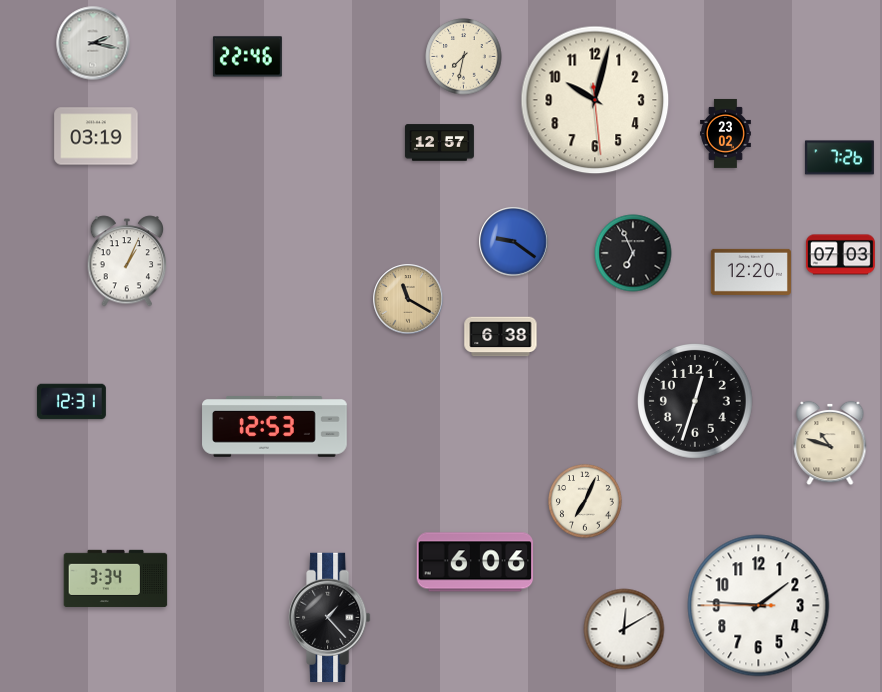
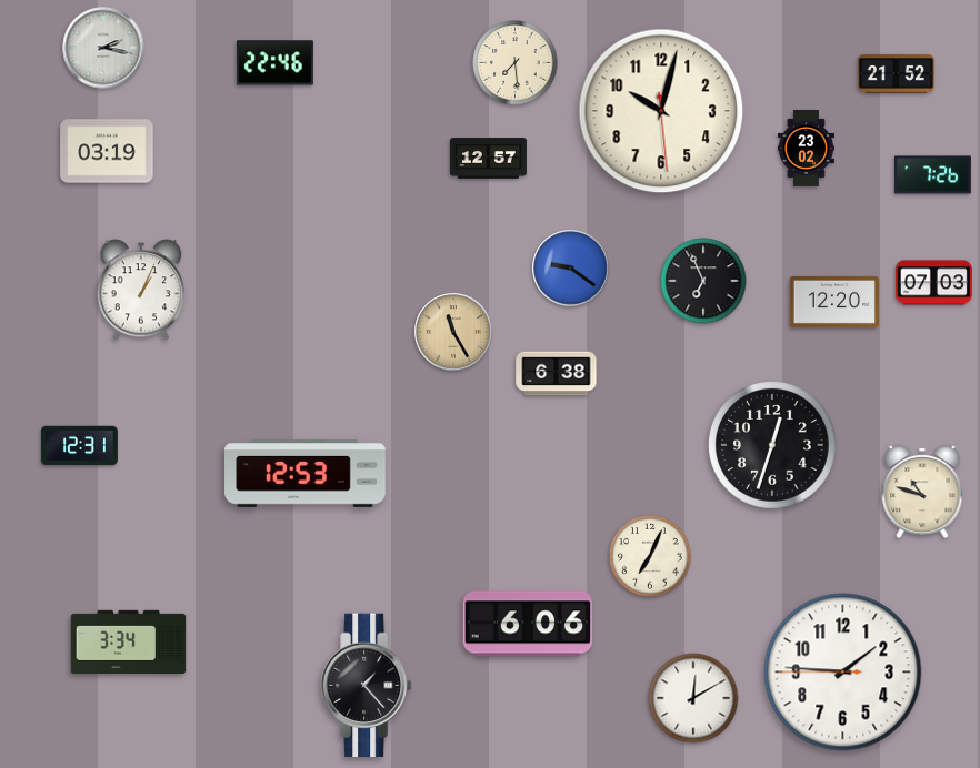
clock at (464, 57): 7:32 -> 7:29
clock at (896, 73): none -> 21:52
clock at (408, 299): 11:20 -> 11:25
